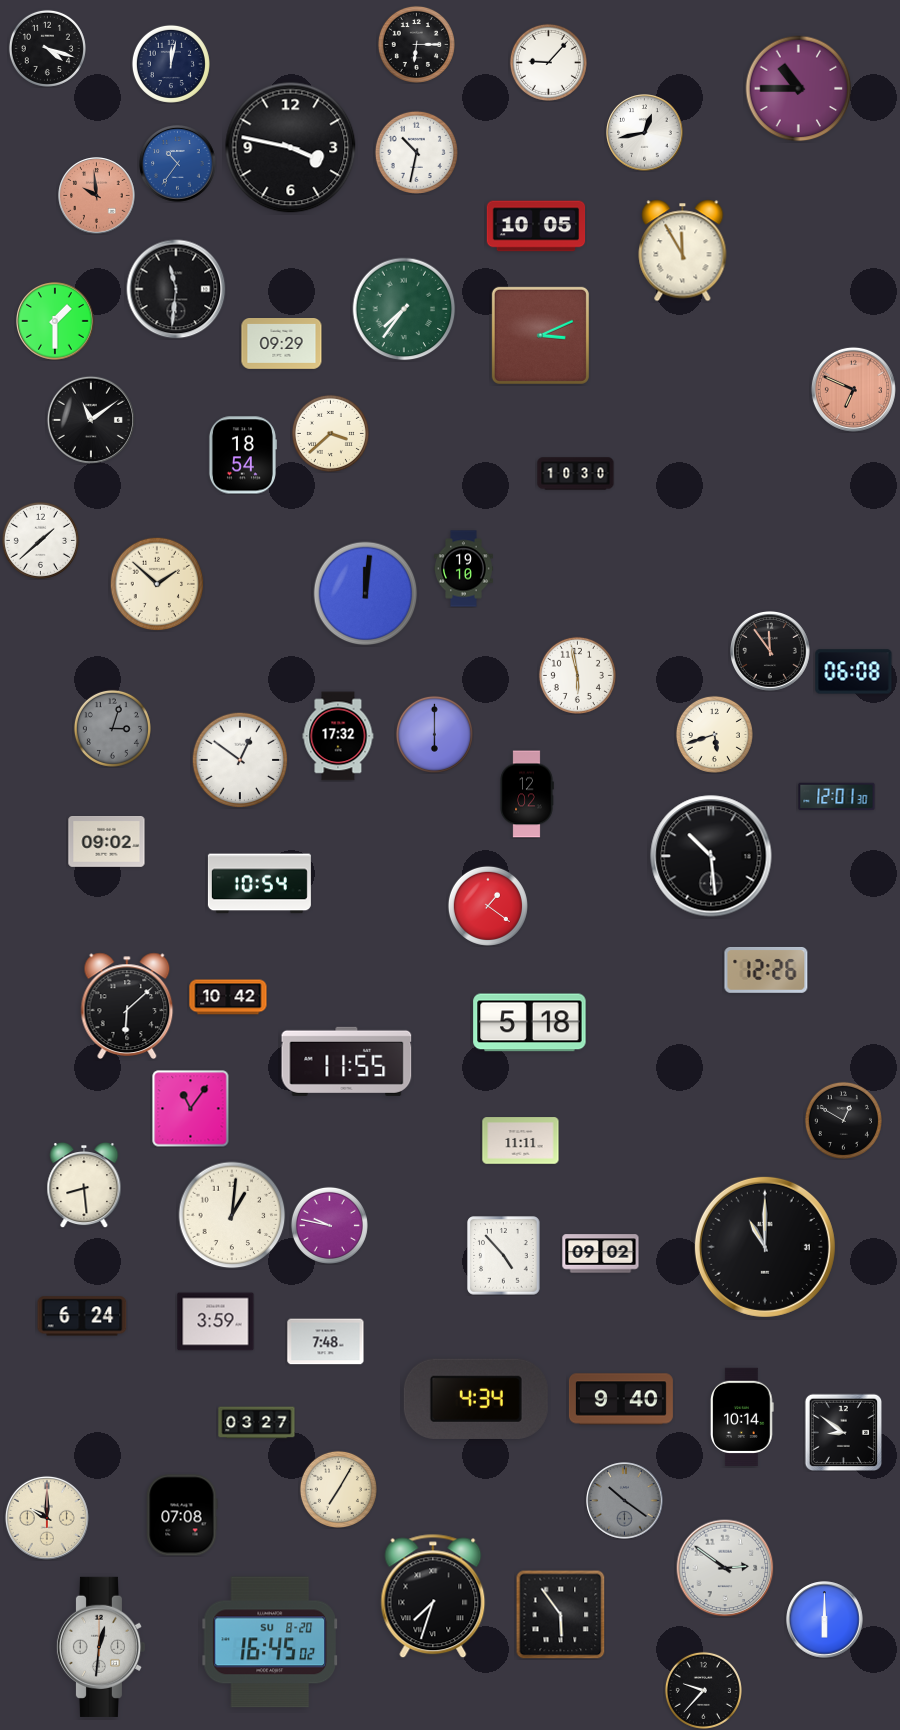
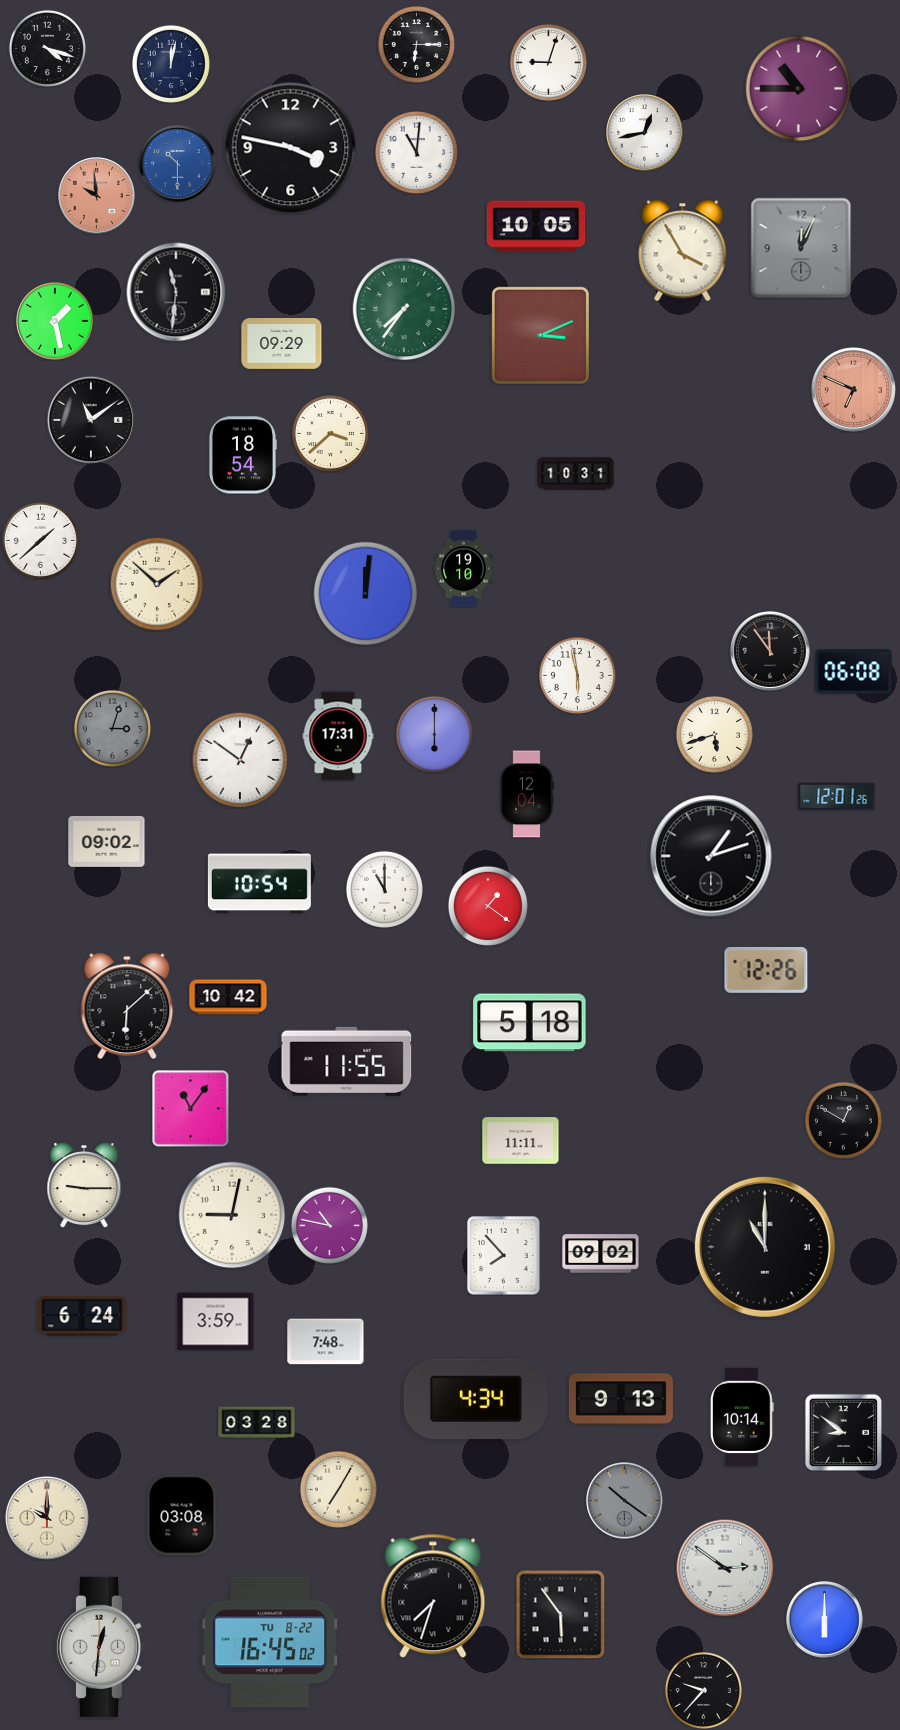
clock at (548, 62): 9:07 -> 9:03
clock at (416, 152): 10:32 -> 11:01
clock at (178, 164): 10:36 -> 10:30
clock at (801, 248): none -> 12:04
clock at (683, 251): 11:55 -> 3:55
clock at (176, 289) position: (176, 289) -> (176, 292)
clock at (55, 321): 1:30 -> 1:28
clock at (576, 474): 10:30 -> 10:31
clock at (338, 736): 17:32 -> 17:31
clock at (527, 794): 12:02 -> 12:04
clock at (837, 797): 12:01:30 -> 12:01:26
clock at (711, 856): 10:29 -> 1:12
clock at (384, 889): none -> 11:00
clock at (84, 1185): 8:29 -> 9:15
clock at (232, 1215): 1:01 -> 9:02
clock at (329, 1225): 9:47 -> 10:47
clock at (504, 1256): 4:53 -> 7:53
clock at (621, 1399): 9:40 -> 9:13
clock at (257, 1423): 03:27 -> 03:28
clock at (182, 1515): 07:08 -> 03:08
clock at (270, 1642) date: SU 8-20 -> TU 8-22
